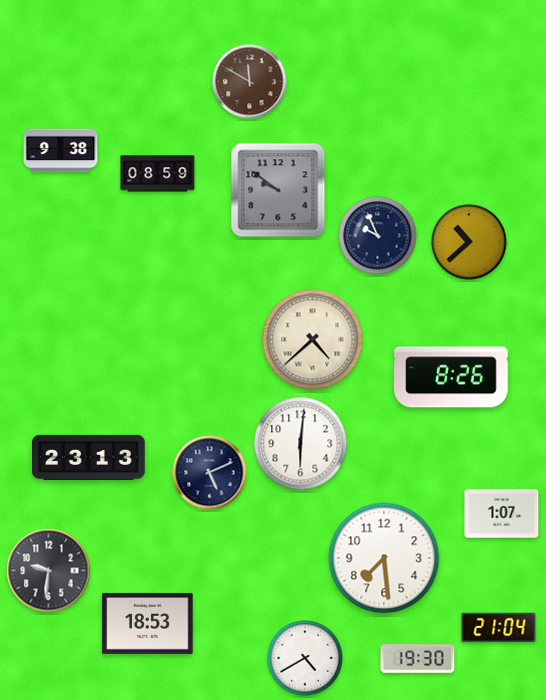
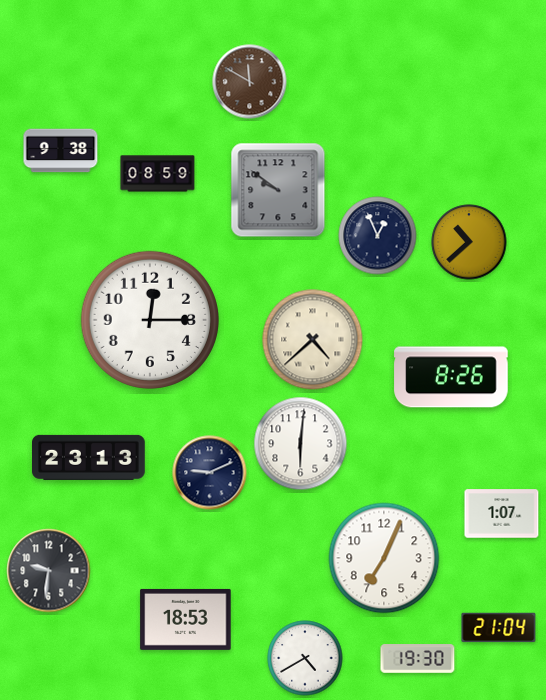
clock at (378, 236): 9:56 -> 12:56
clock at (150, 320): none -> 12:15
clock at (210, 473): 5:11 -> 9:11
clock at (384, 558): 7:29 -> 7:04
clock at (148, 623) position: (148, 623) -> (186, 619)
